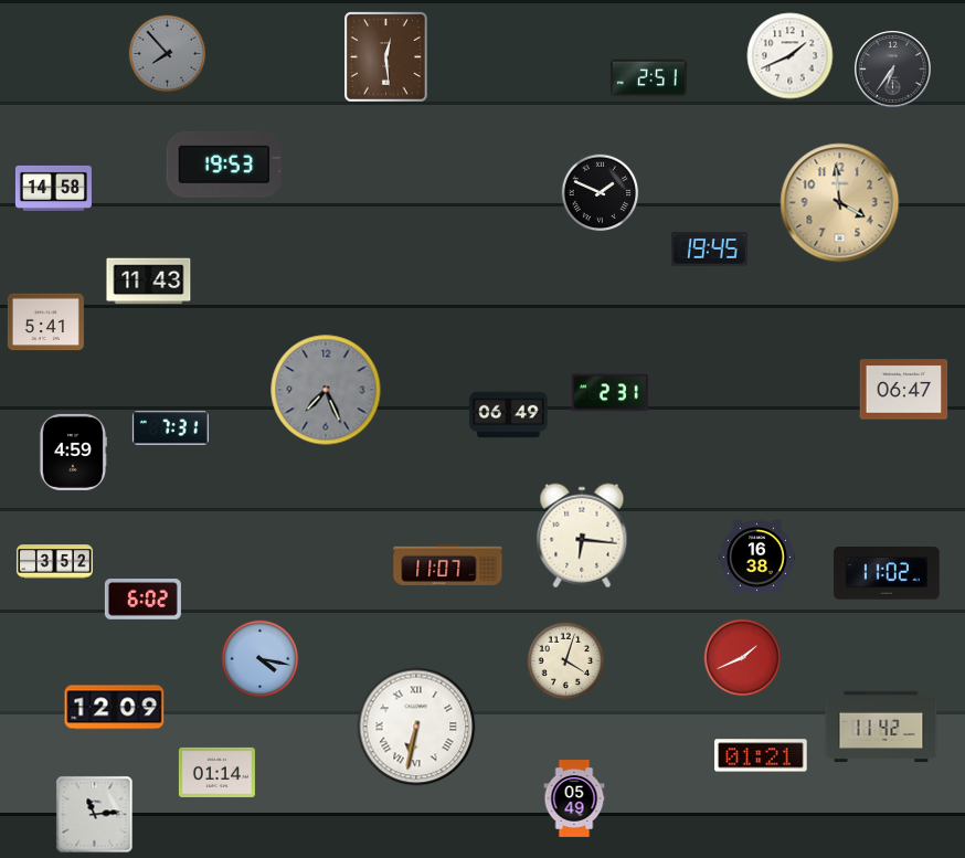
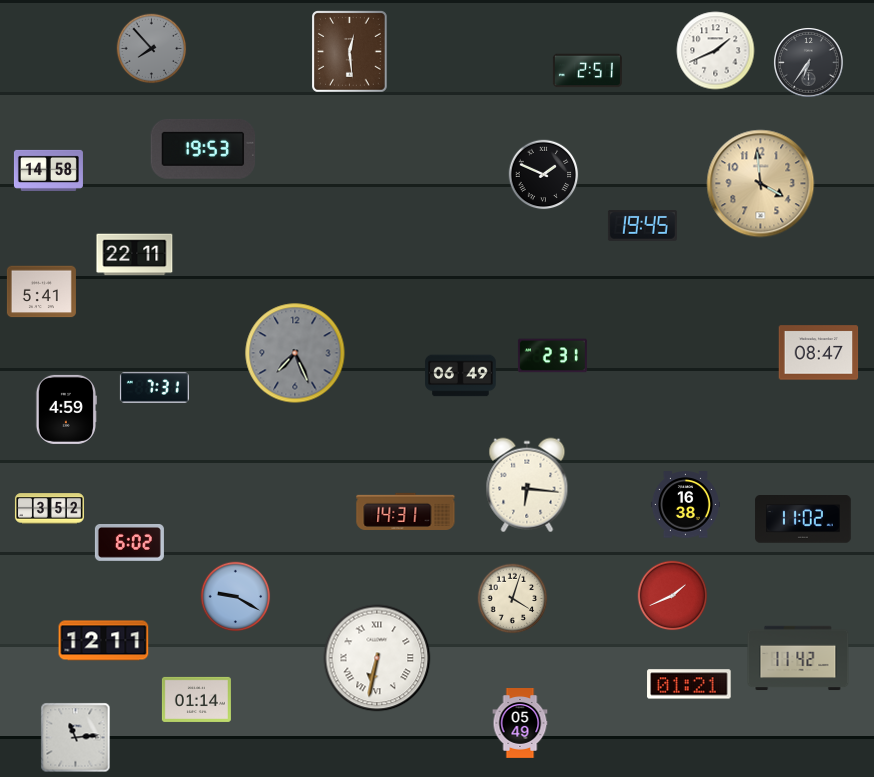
clock at (149, 282): 11:43 -> 22:11
clock at (904, 390): 06:47 -> 08:47
clock at (448, 564): 11:07 -> 14:31
clock at (261, 659): 4:17 -> 9:20
clock at (115, 708): 12:09 -> 12:11
clock at (95, 815) position: (95, 815) -> (76, 738)
